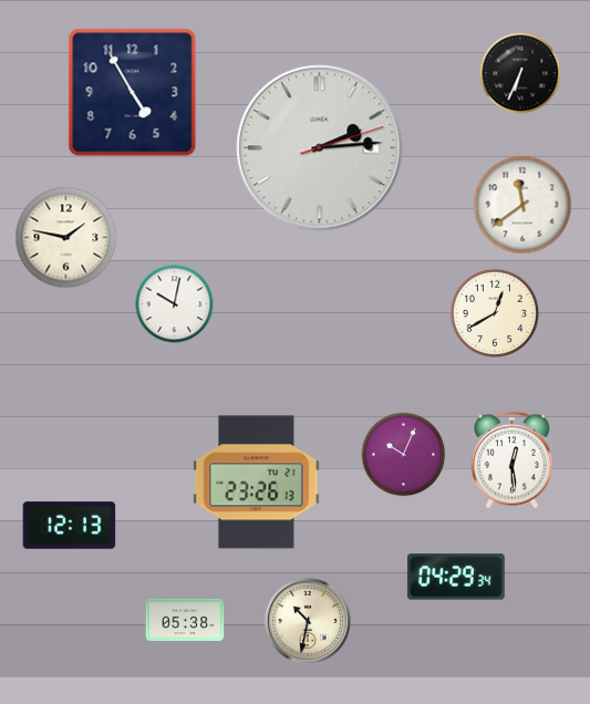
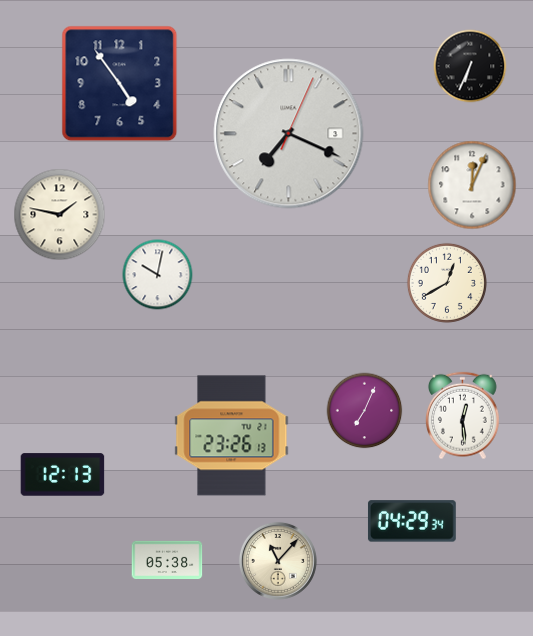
clock at (133, 93): 4:55 -> 4:54
clock at (320, 148): 2:14 -> 7:19
clock at (522, 205): 11:39 -> 12:04
clock at (404, 455): 10:04 -> 7:04
clock at (308, 621): 10:32 -> 11:07
